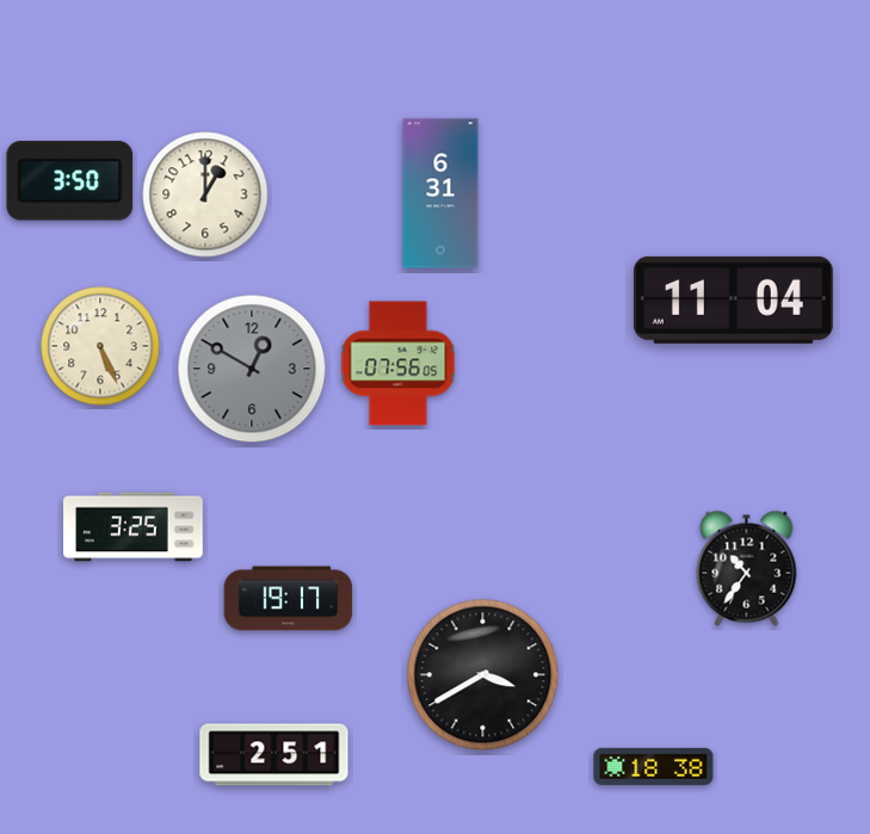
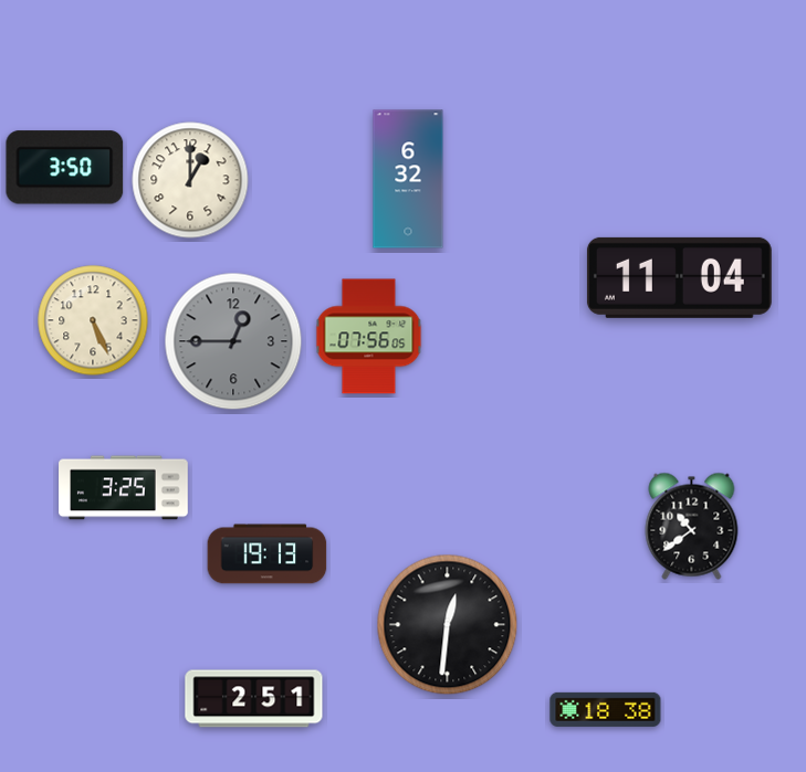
clock at (440, 193): 6:31 -> 6:32
clock at (252, 369): 12:50 -> 12:45
clock at (747, 568): 10:36 -> 10:39
clock at (289, 599): 19:17 -> 19:13
clock at (483, 675): 3:40 -> 12:31
